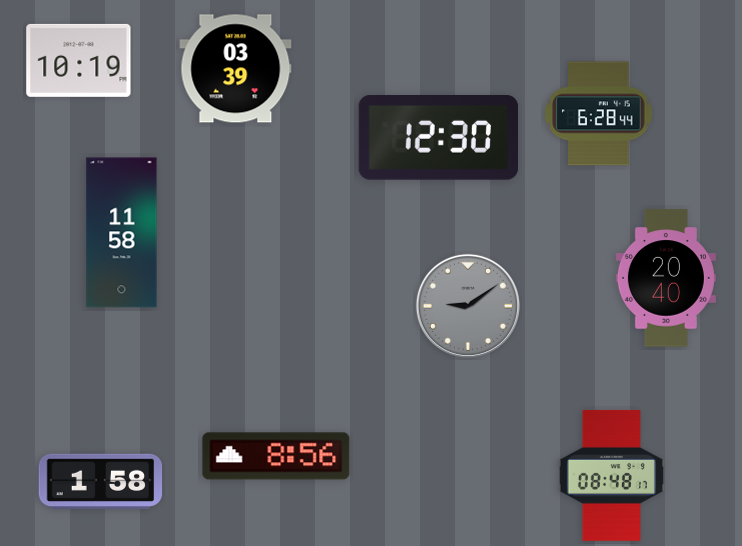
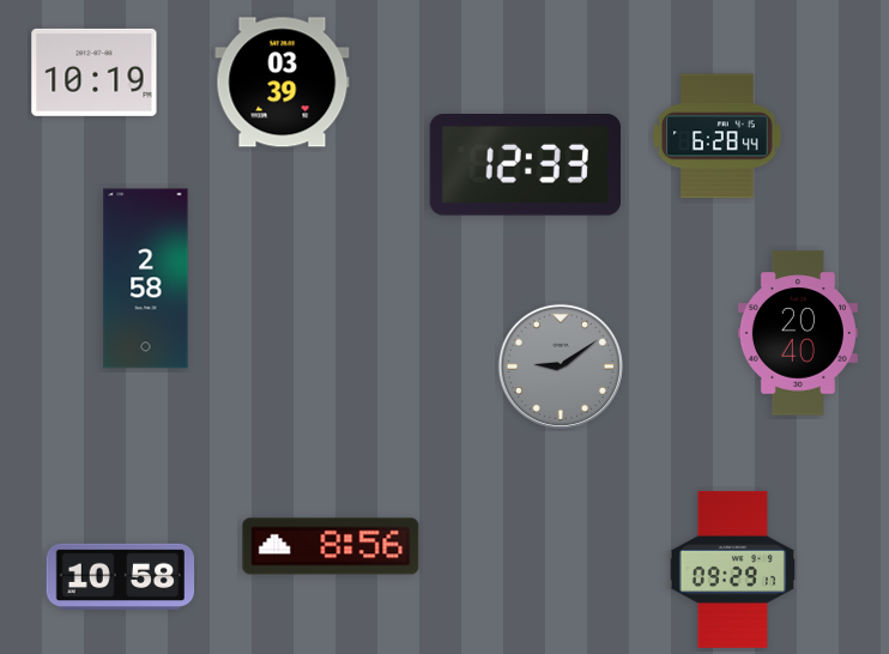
clock at (438, 138): 12:30 -> 12:33
clock at (122, 233): 11:58 -> 2:58
clock at (611, 475): 08:48 -> 09:29
clock at (101, 481): 1:58 -> 10:58
